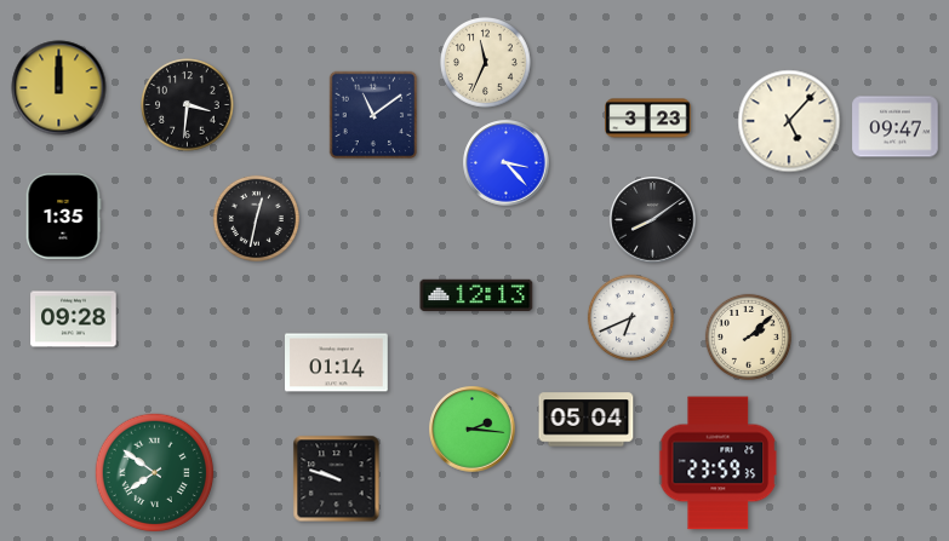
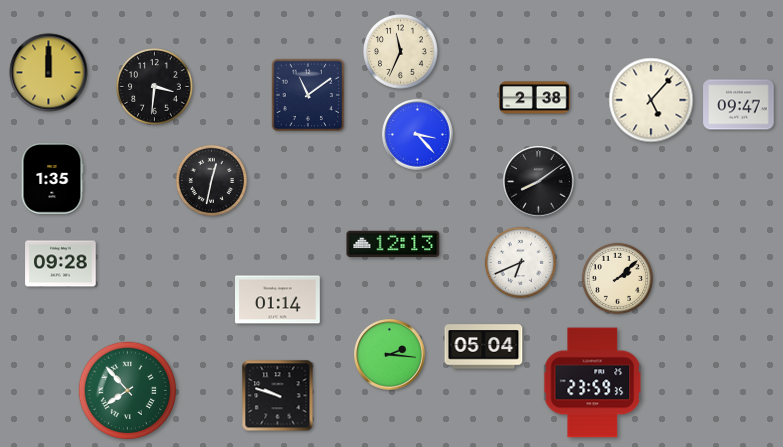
clock at (648, 119): 3:23 -> 2:38
clock at (155, 473): 7:51 -> 7:53
